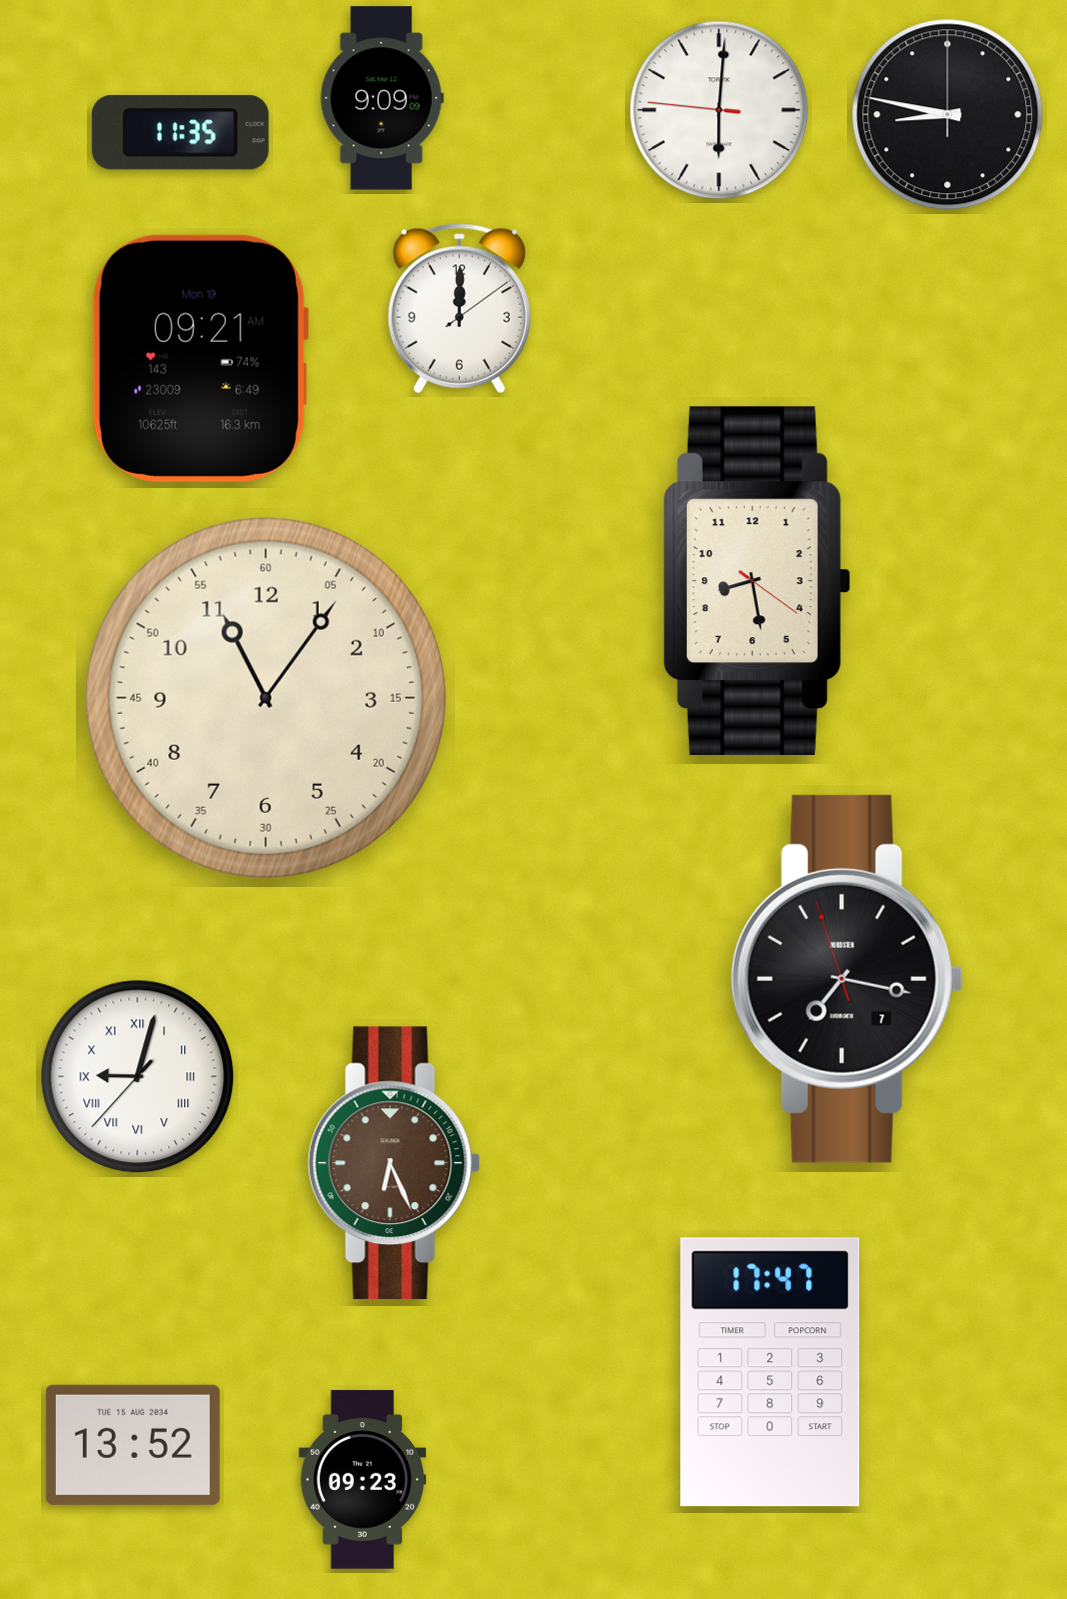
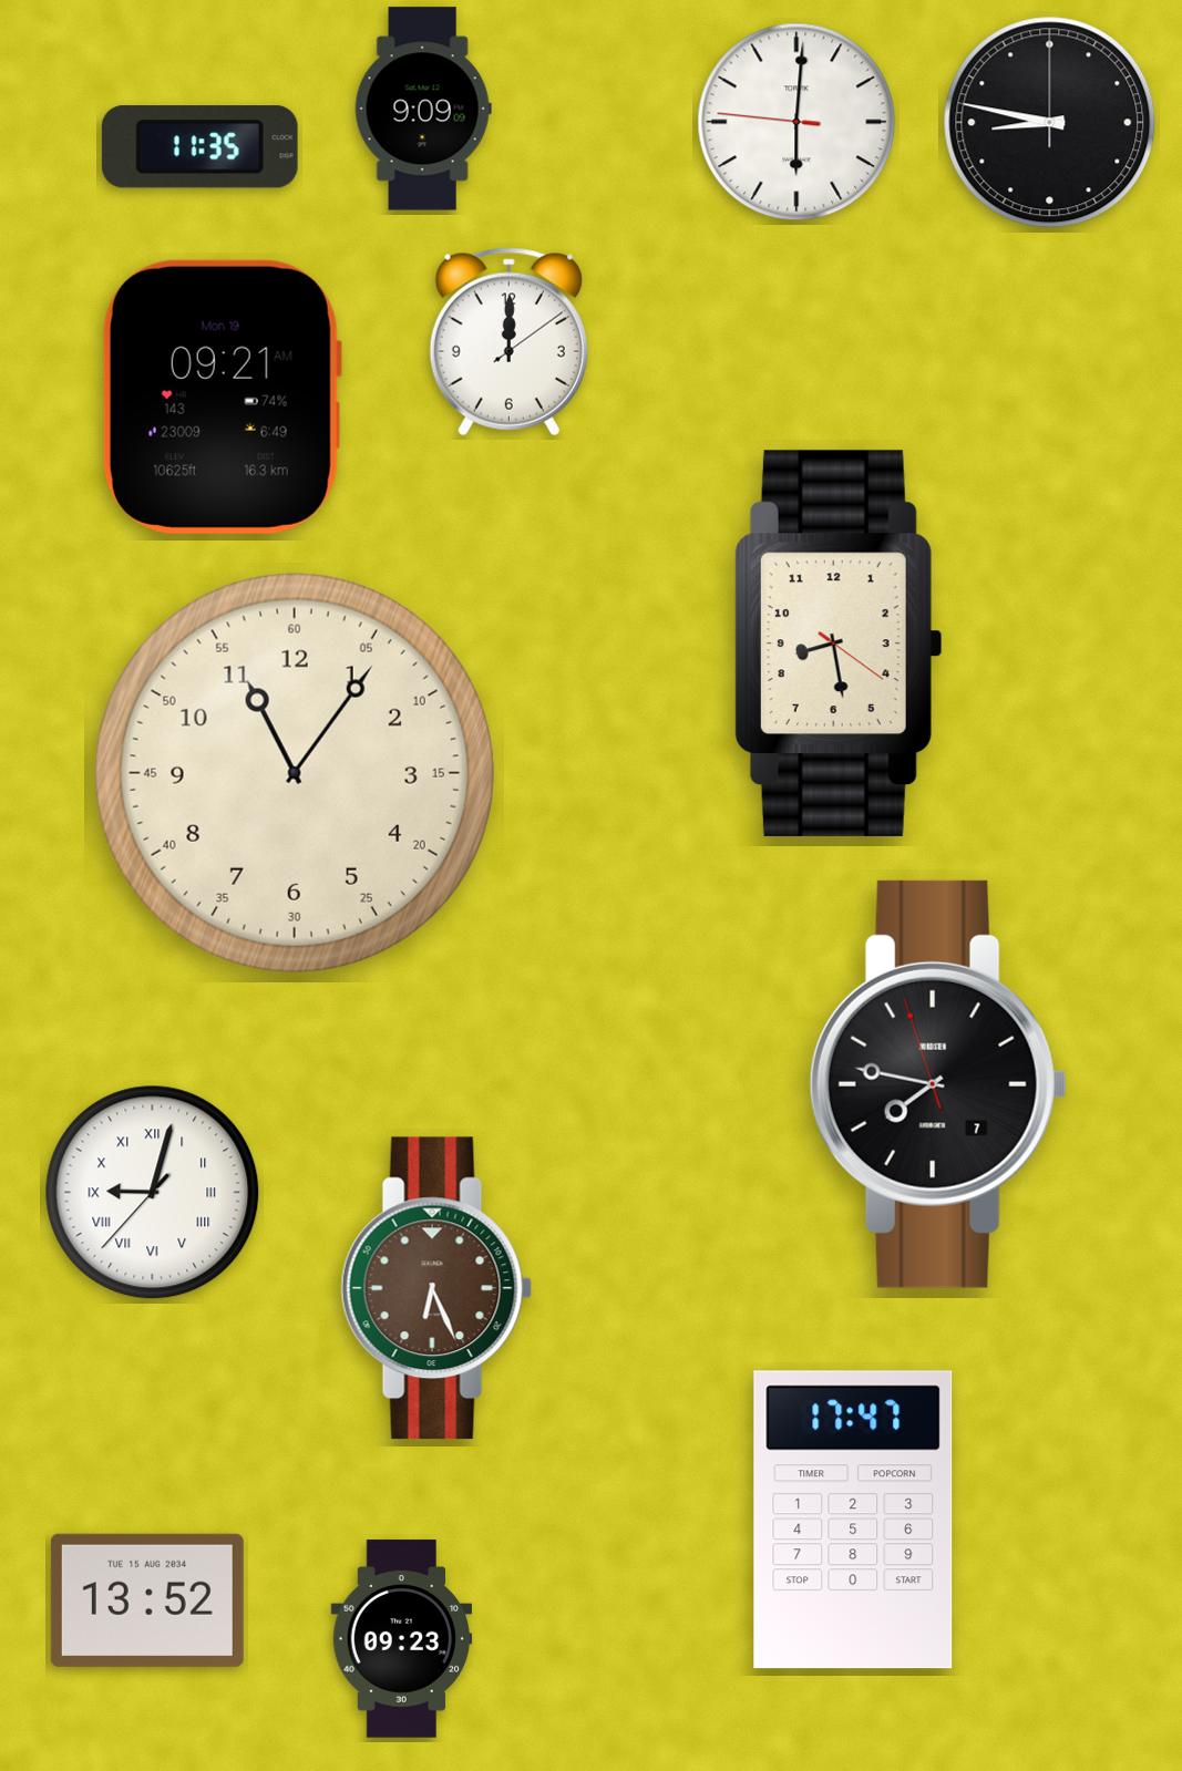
clock at (948, 115) position: (948, 115) -> (1050, 123)
clock at (847, 979): 7:16 -> 7:46
